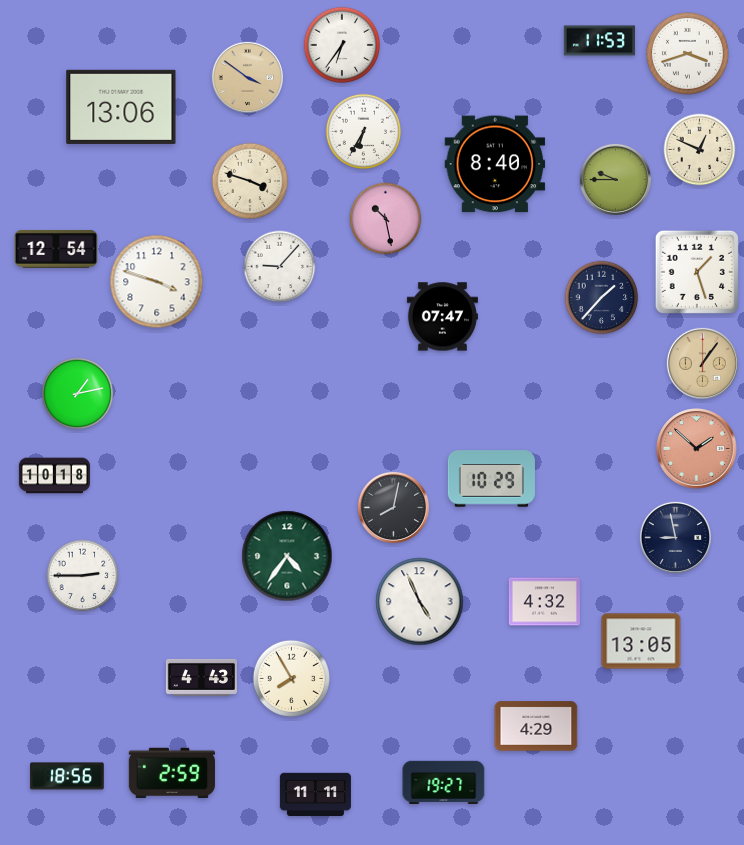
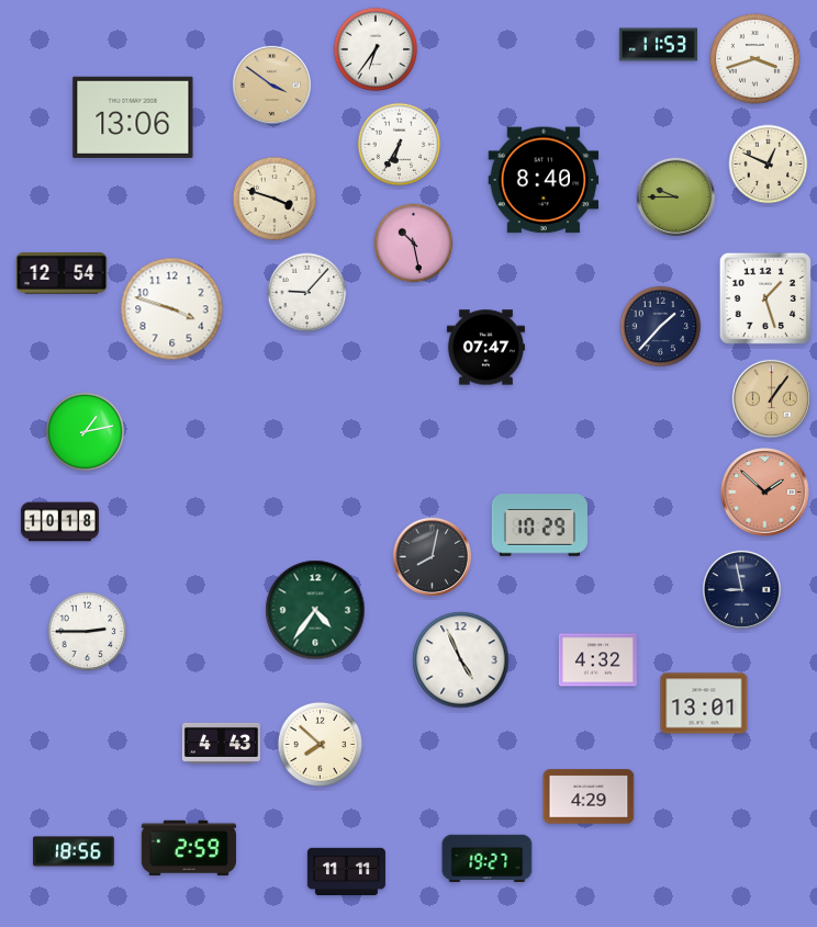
clock at (386, 219) position: (386, 219) -> (414, 244)
clock at (83, 576) position: (83, 576) -> (88, 632)
clock at (641, 641): 13:05 -> 13:01
clock at (291, 678): 7:55 -> 7:52
